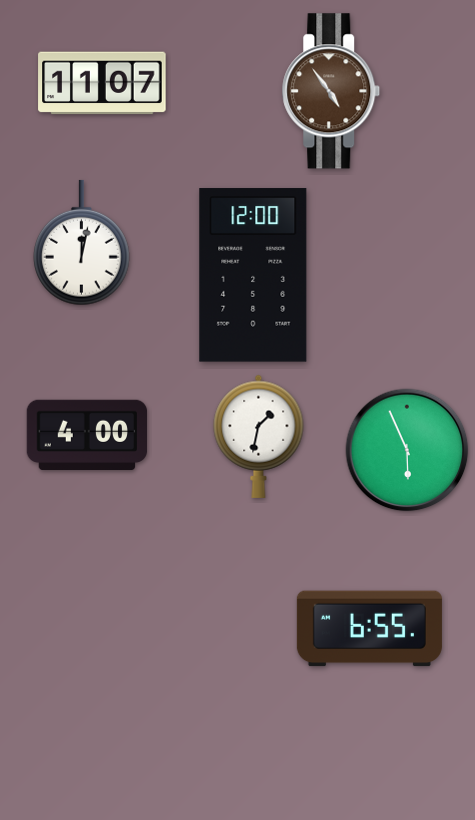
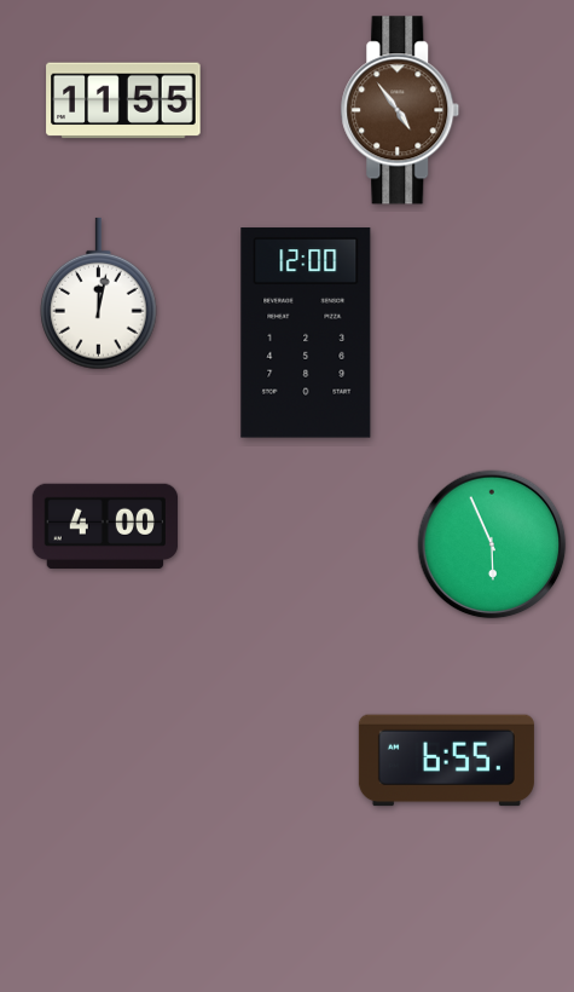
clock at (102, 83): 11:07 -> 11:55
clock at (259, 436): 1:32 -> none
